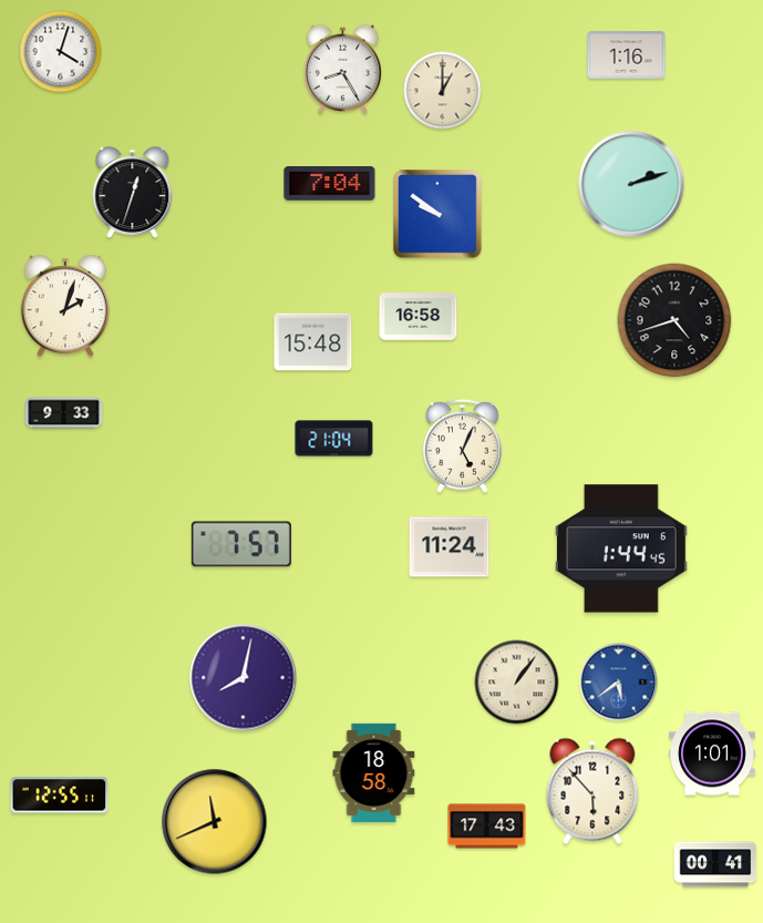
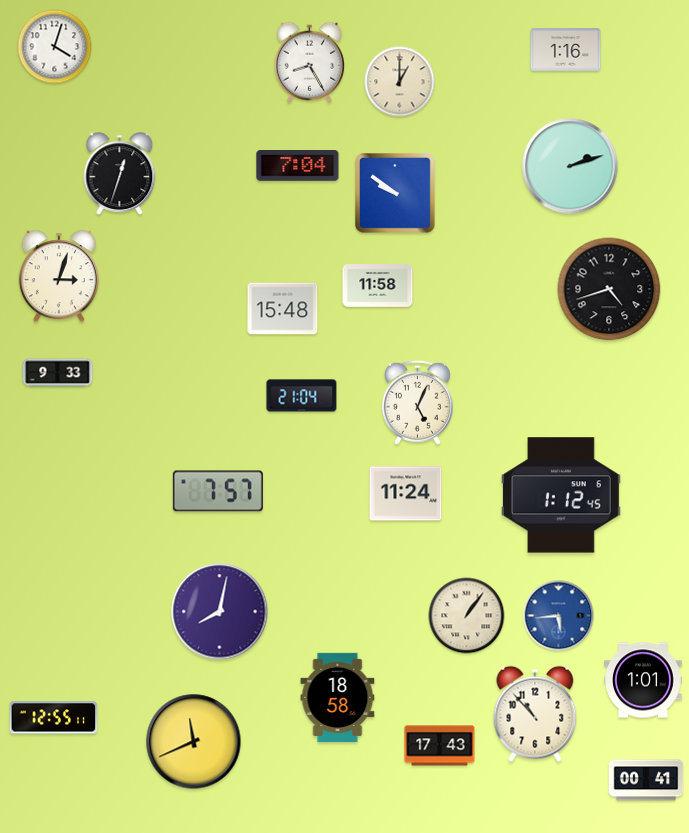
clock at (65, 306): 2:03 -> 3:03
clock at (419, 317): 16:58 -> 11:58
clock at (622, 548): 1:44 -> 1:12
clock at (619, 683): 5:39 -> 5:44
clock at (592, 791): 5:53 -> 10:53
